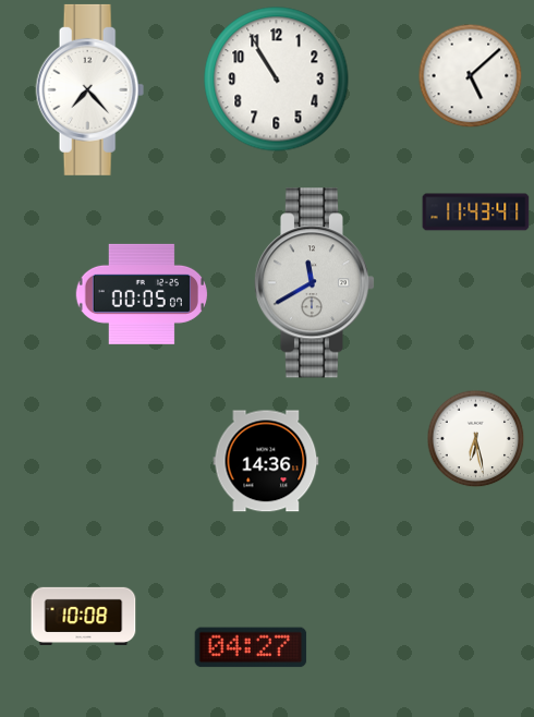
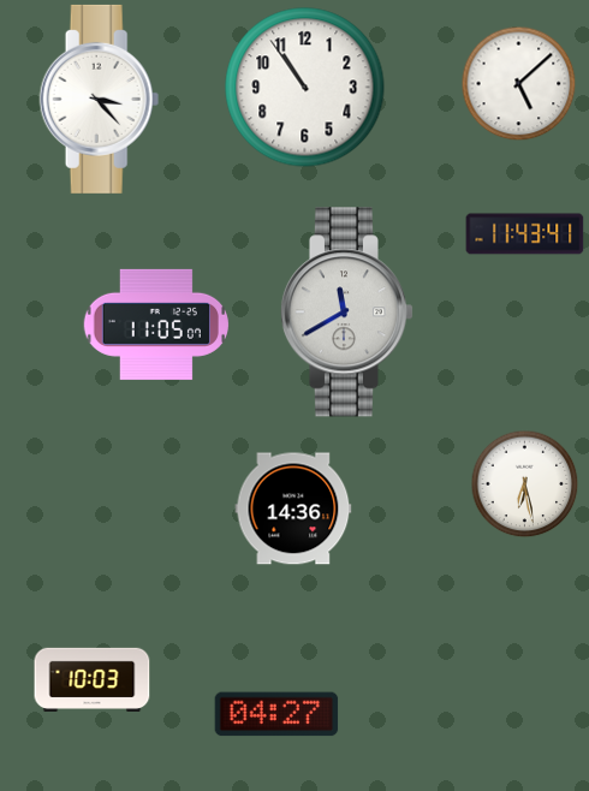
clock at (277, 80): 10:55 -> 10:54
clock at (90, 89): 7:23 -> 3:23
clock at (142, 294): 00:05 -> 11:05
clock at (84, 616): 10:08 -> 10:03
